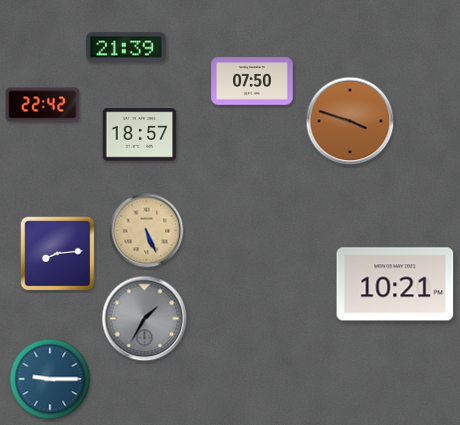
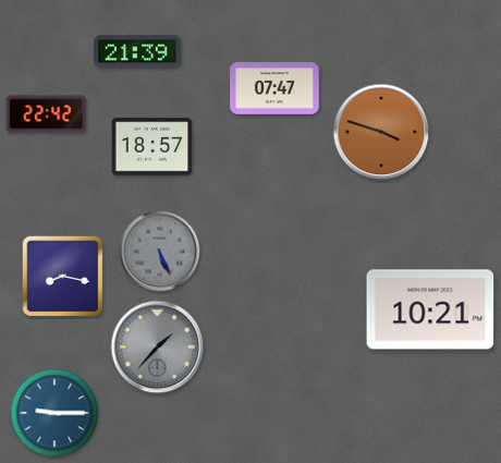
clock at (252, 81): 07:50 -> 07:47
clock at (147, 231) dial: champagne -> grey
clock at (58, 254): 8:14 -> 8:17
clock at (145, 319): 1:35 -> 1:37
